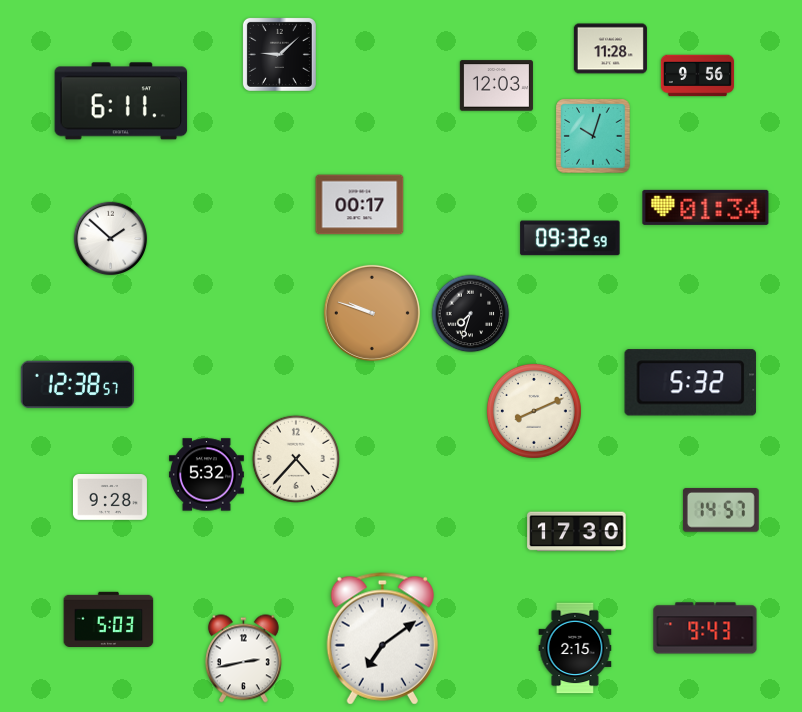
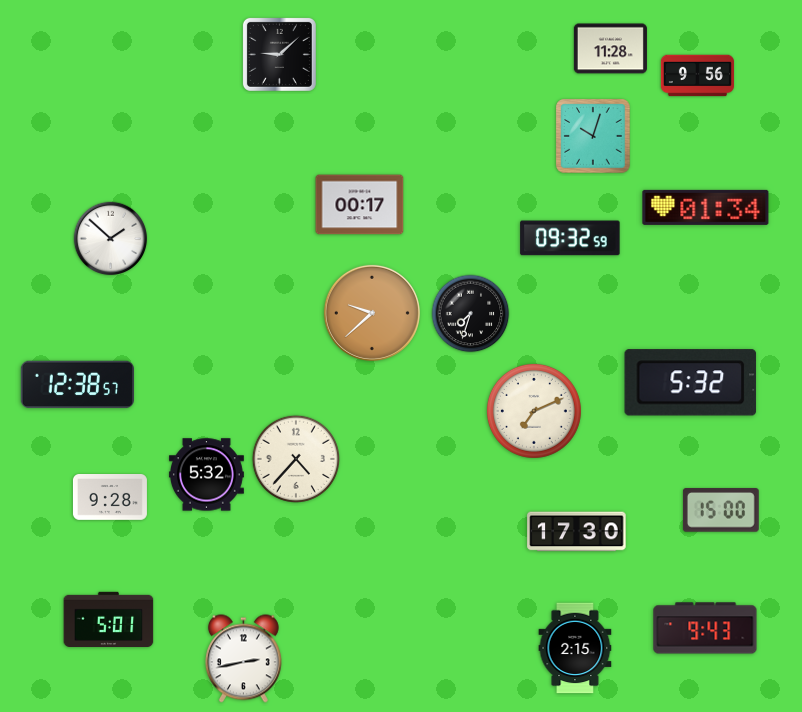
clock at (496, 86): 12:03 -> none
clock at (121, 101): 6:11 -> none
clock at (372, 313): 9:48 -> 9:38
clock at (534, 411): 8:11 -> 7:11
clock at (721, 510): 14:57 -> 15:00
clock at (109, 619): 5:03 -> 5:01
clock at (382, 639): 7:09 -> none
